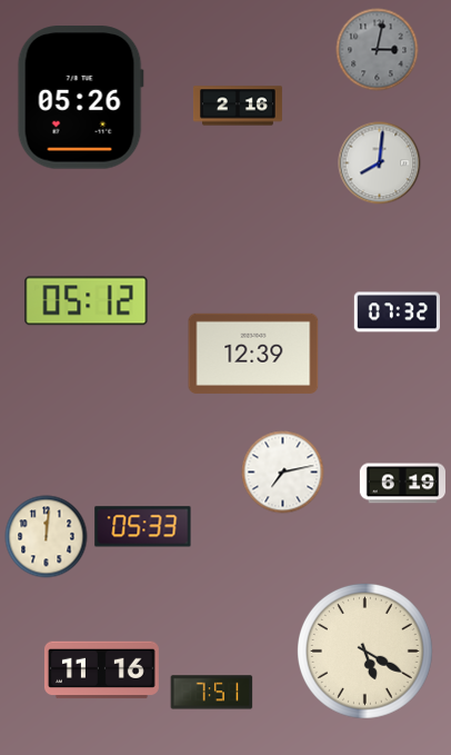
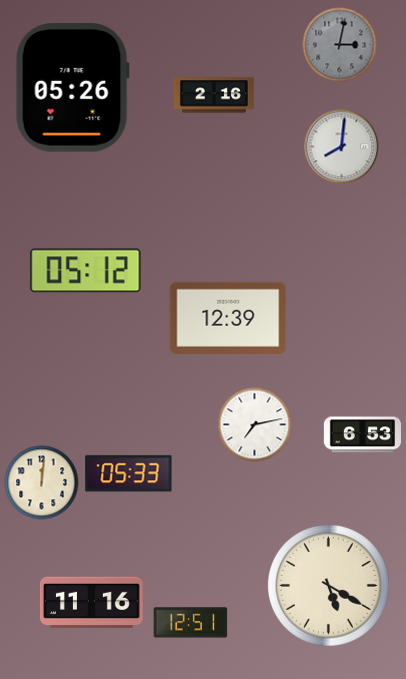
clock at (87, 301) position: (87, 301) -> (86, 271)
clock at (397, 312): 07:32 -> none
clock at (402, 484): 6:19 -> 6:53
clock at (212, 693): 7:51 -> 12:51
